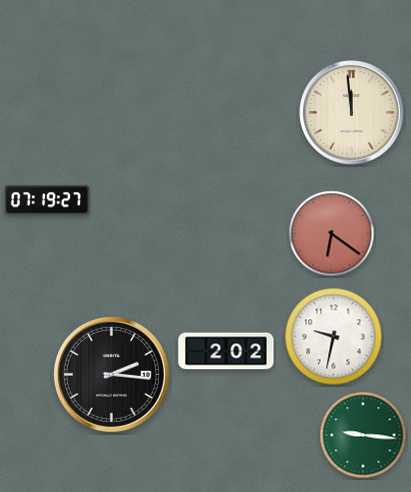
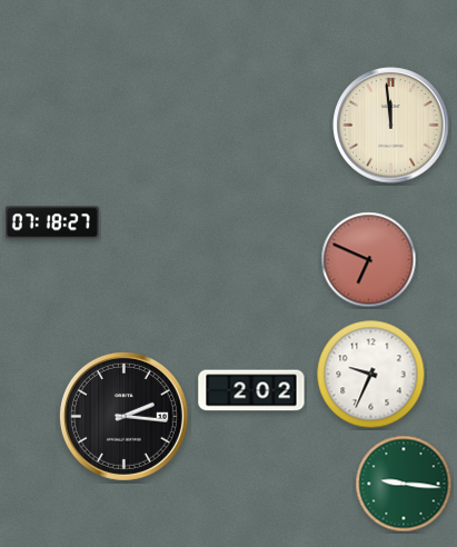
clock at (47, 200): 07:19 -> 07:18
clock at (332, 234): 6:21 -> 6:49
clock at (334, 337): 9:32 -> 9:34
